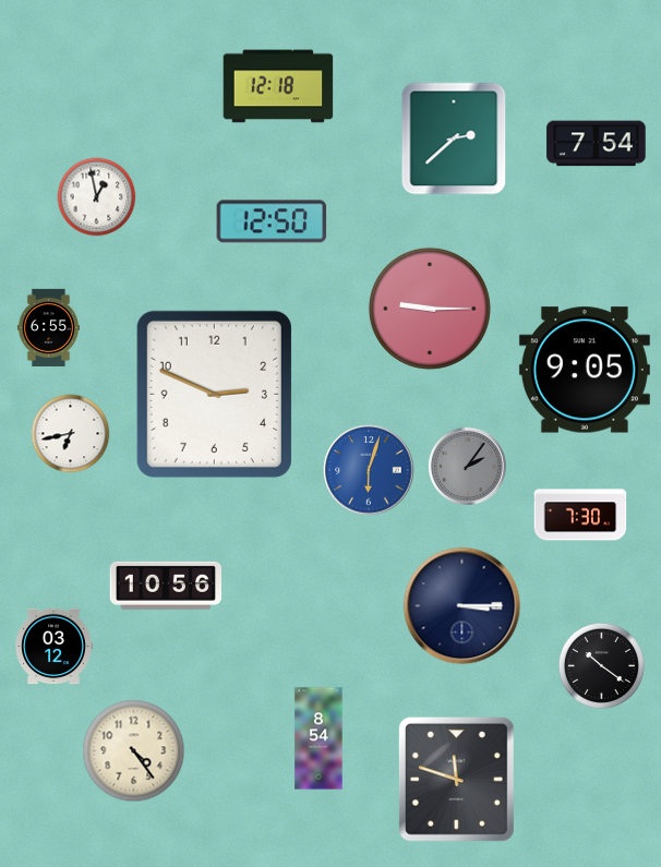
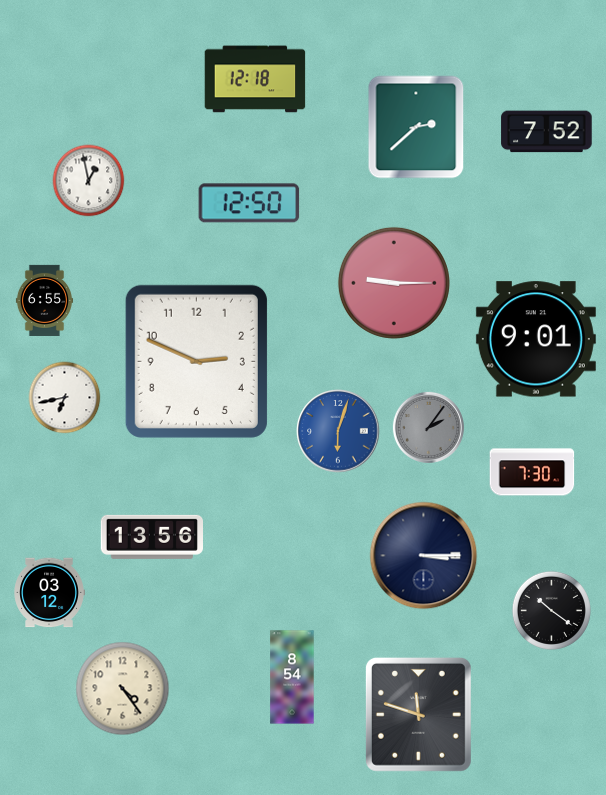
clock at (597, 144): 7:54 -> 7:52
clock at (585, 370): 9:05 -> 9:01
clock at (165, 586): 10:56 -> 13:56
